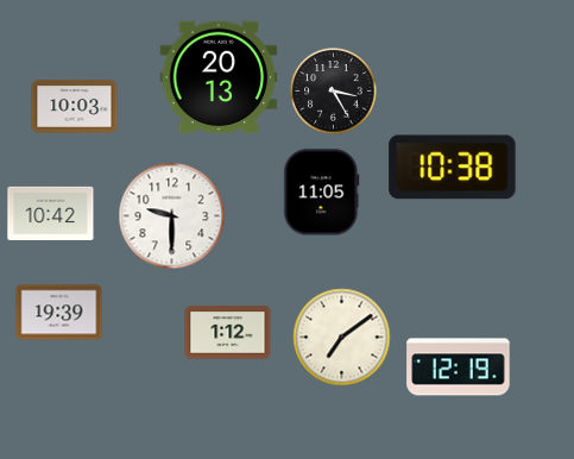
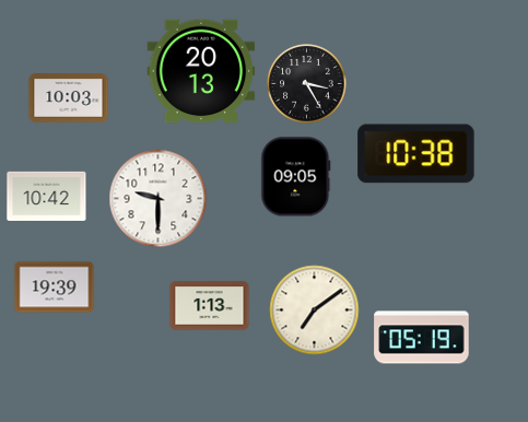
clock at (322, 193): 11:05 -> 09:05
clock at (228, 333): 1:12 -> 1:13
clock at (459, 367): 12:19 -> 05:19
